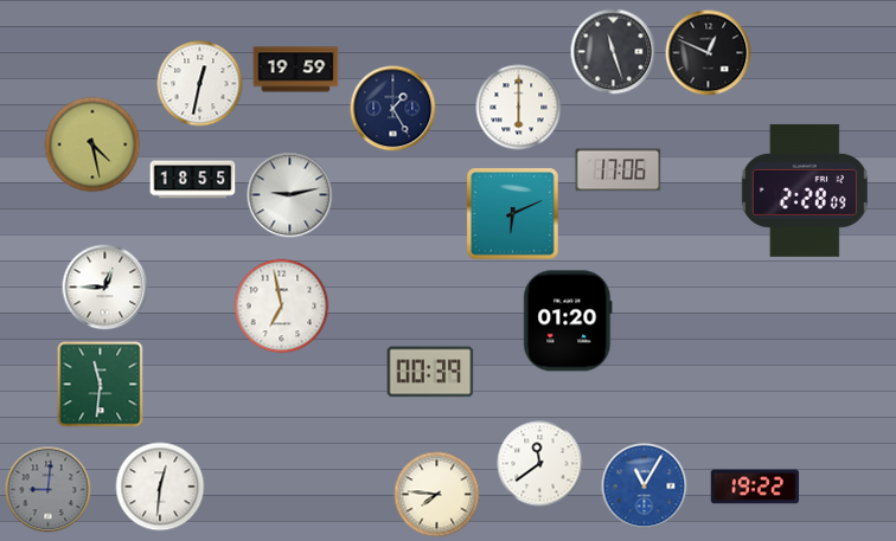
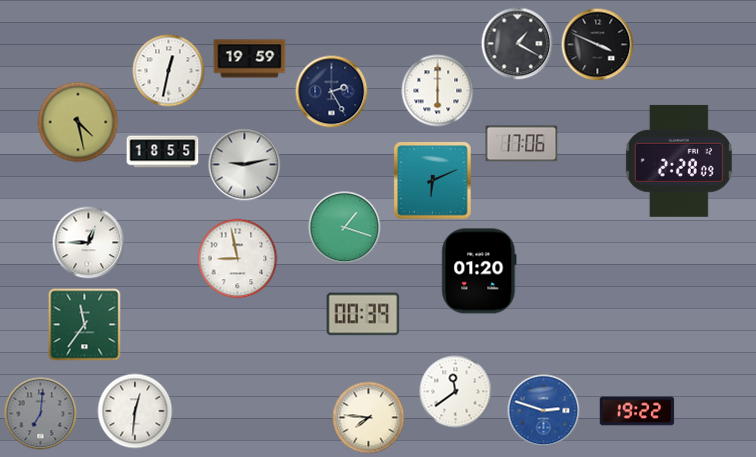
clock at (614, 52): 11:27 -> 1:20
clock at (709, 53): 12:49 -> 3:49
clock at (393, 109): 1:25 -> 2:25
clock at (345, 228): none -> 1:18
clock at (282, 307): 6:58 -> 8:58
clock at (101, 385): 11:31 -> 11:36
clock at (645, 487): 11:05 -> 2:48
clock at (49, 490): 9:01 -> 7:01
